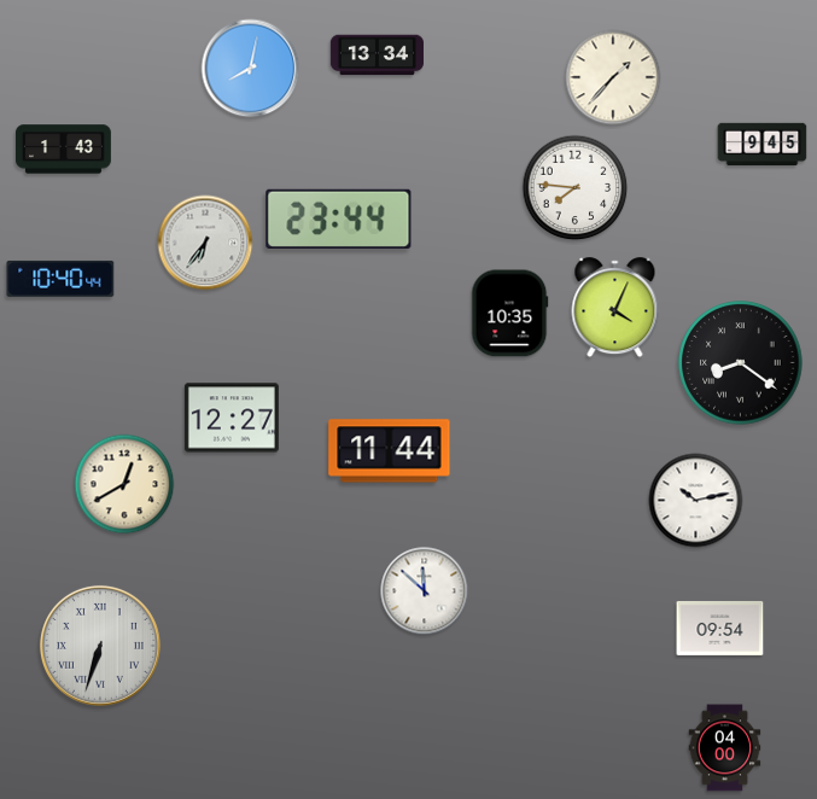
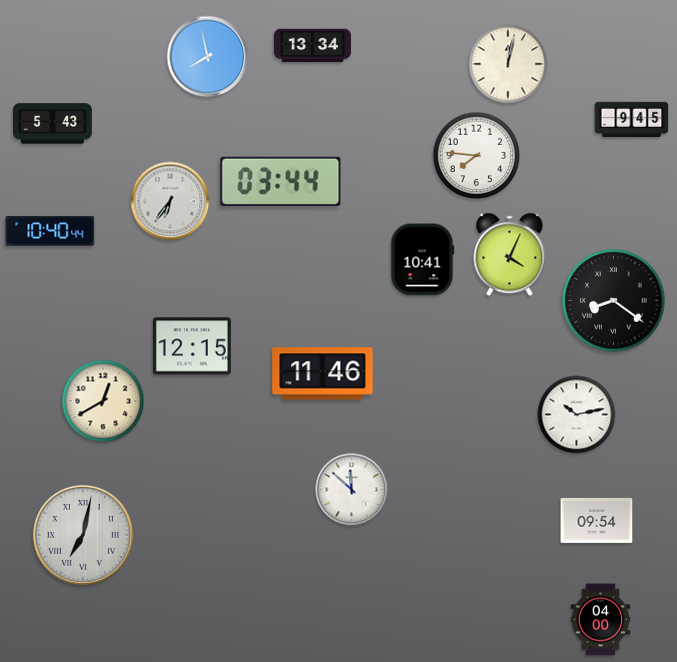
clock at (251, 69): 8:02 -> 7:58
clock at (613, 77): 1:37 -> 12:02
clock at (64, 150): 1:43 -> 5:43
clock at (339, 218): 23:44 -> 03:44
clock at (510, 314): 10:35 -> 10:41
clock at (232, 418): 12:27 -> 12:15
clock at (390, 451): 11:44 -> 11:46
clock at (100, 646): 6:33 -> 7:02
